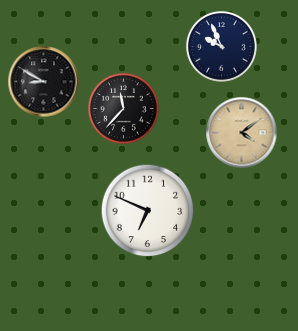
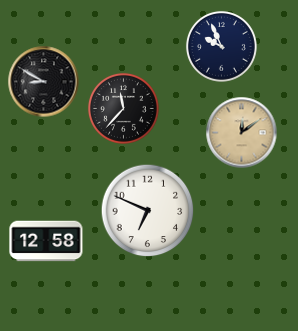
clock at (242, 133): 4:09 -> 12:09
clock at (46, 241): none -> 12:58
